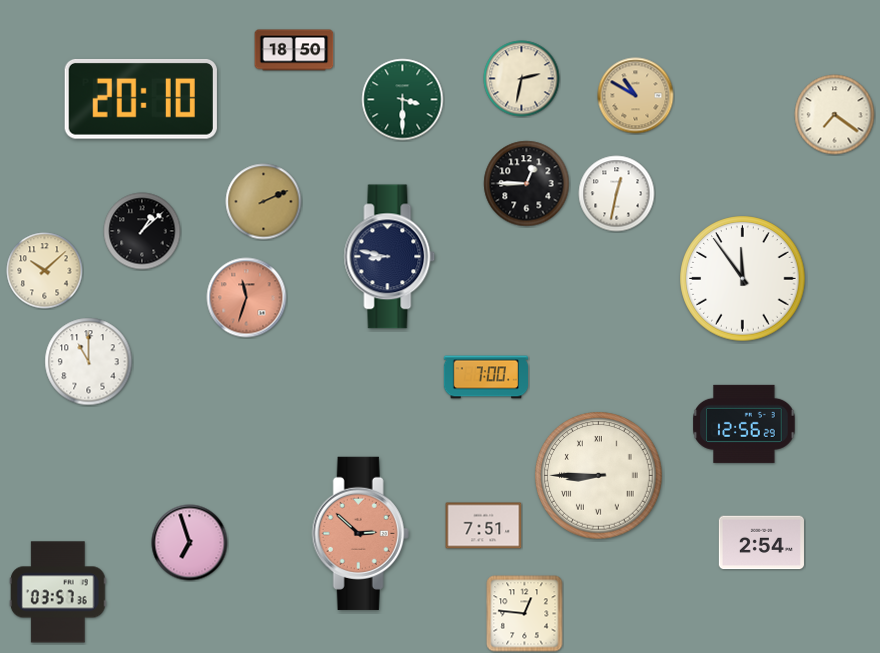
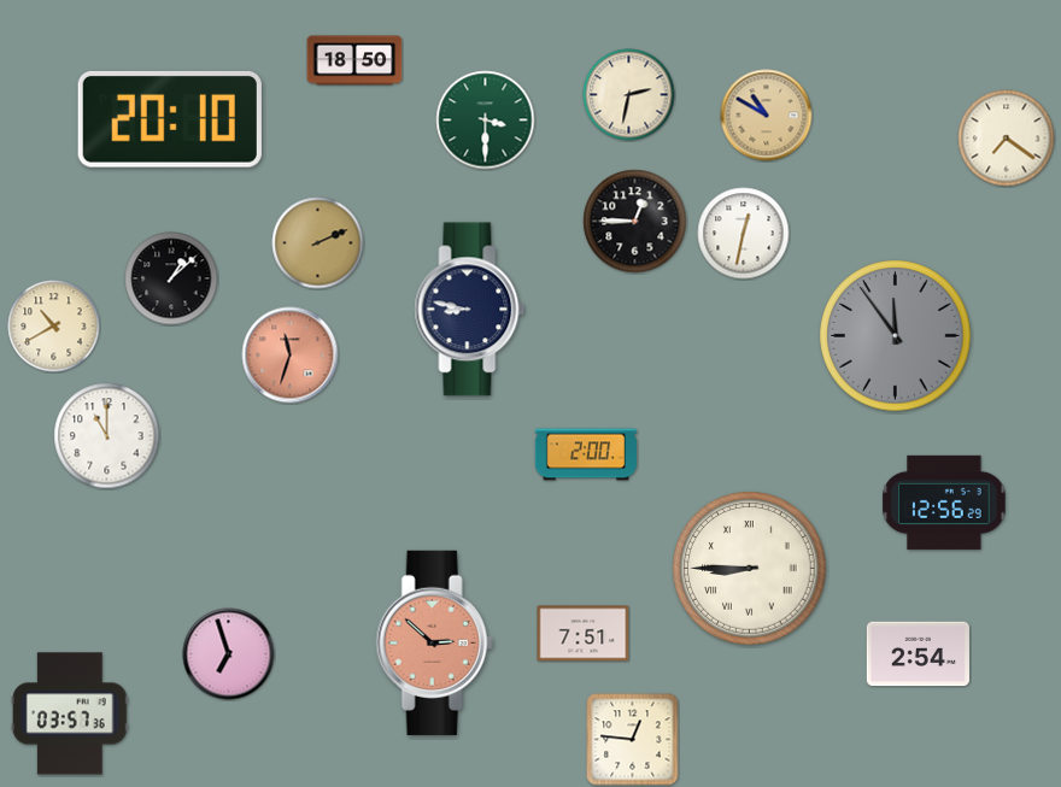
clock at (45, 271): 10:08 -> 10:40
clock at (743, 279) dial: white -> grey
clock at (247, 298) position: (247, 298) -> (291, 356)
clock at (485, 377): 7:00 -> 2:00
clock at (744, 424) position: (744, 424) -> (944, 503)
clock at (599, 476) position: (599, 476) -> (750, 569)
